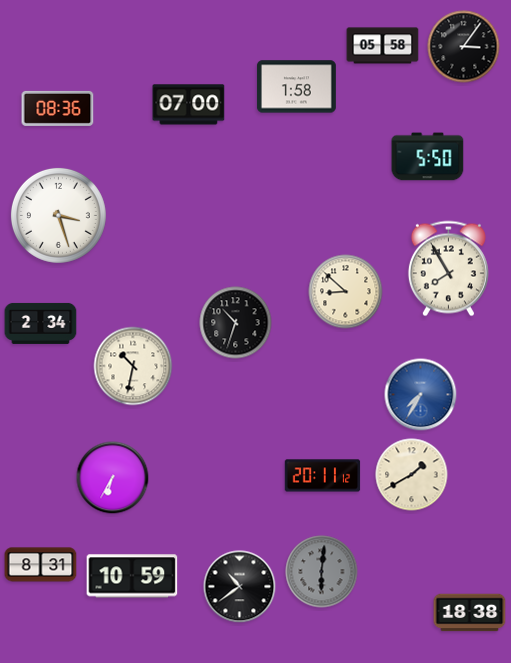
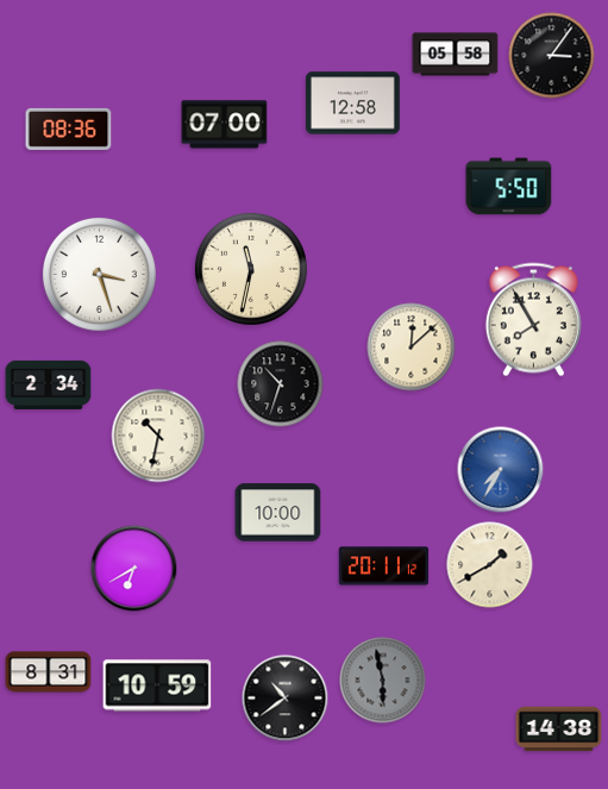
clock at (296, 87): 1:58 -> 12:58
clock at (58, 215) position: (58, 215) -> (99, 274)
clock at (251, 269): none -> 11:32
clock at (346, 292): 8:52 -> 12:08
clock at (278, 513): none -> 10:00
clock at (113, 478): 6:35 -> 6:40
clock at (322, 572): 6:01 -> 5:58
clock at (470, 613): 18:38 -> 14:38
